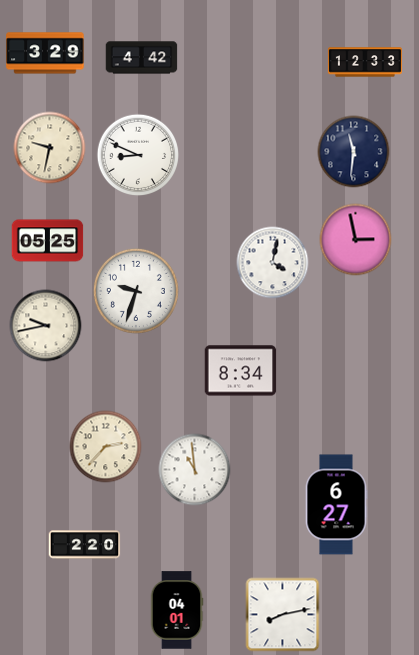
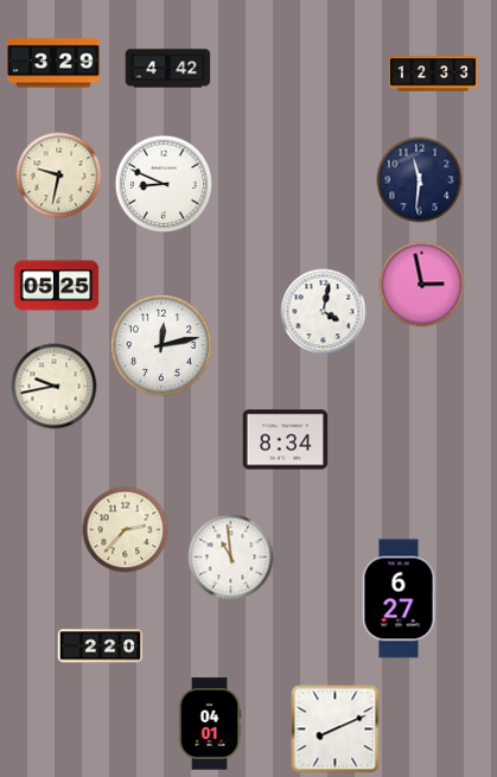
clock at (136, 291): 9:33 -> 12:13
clock at (283, 615): 8:13 -> 8:11
